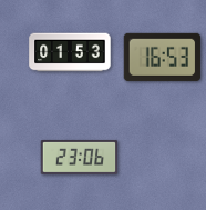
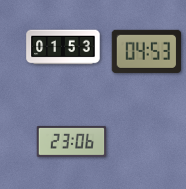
clock at (163, 57): 16:53 -> 04:53
